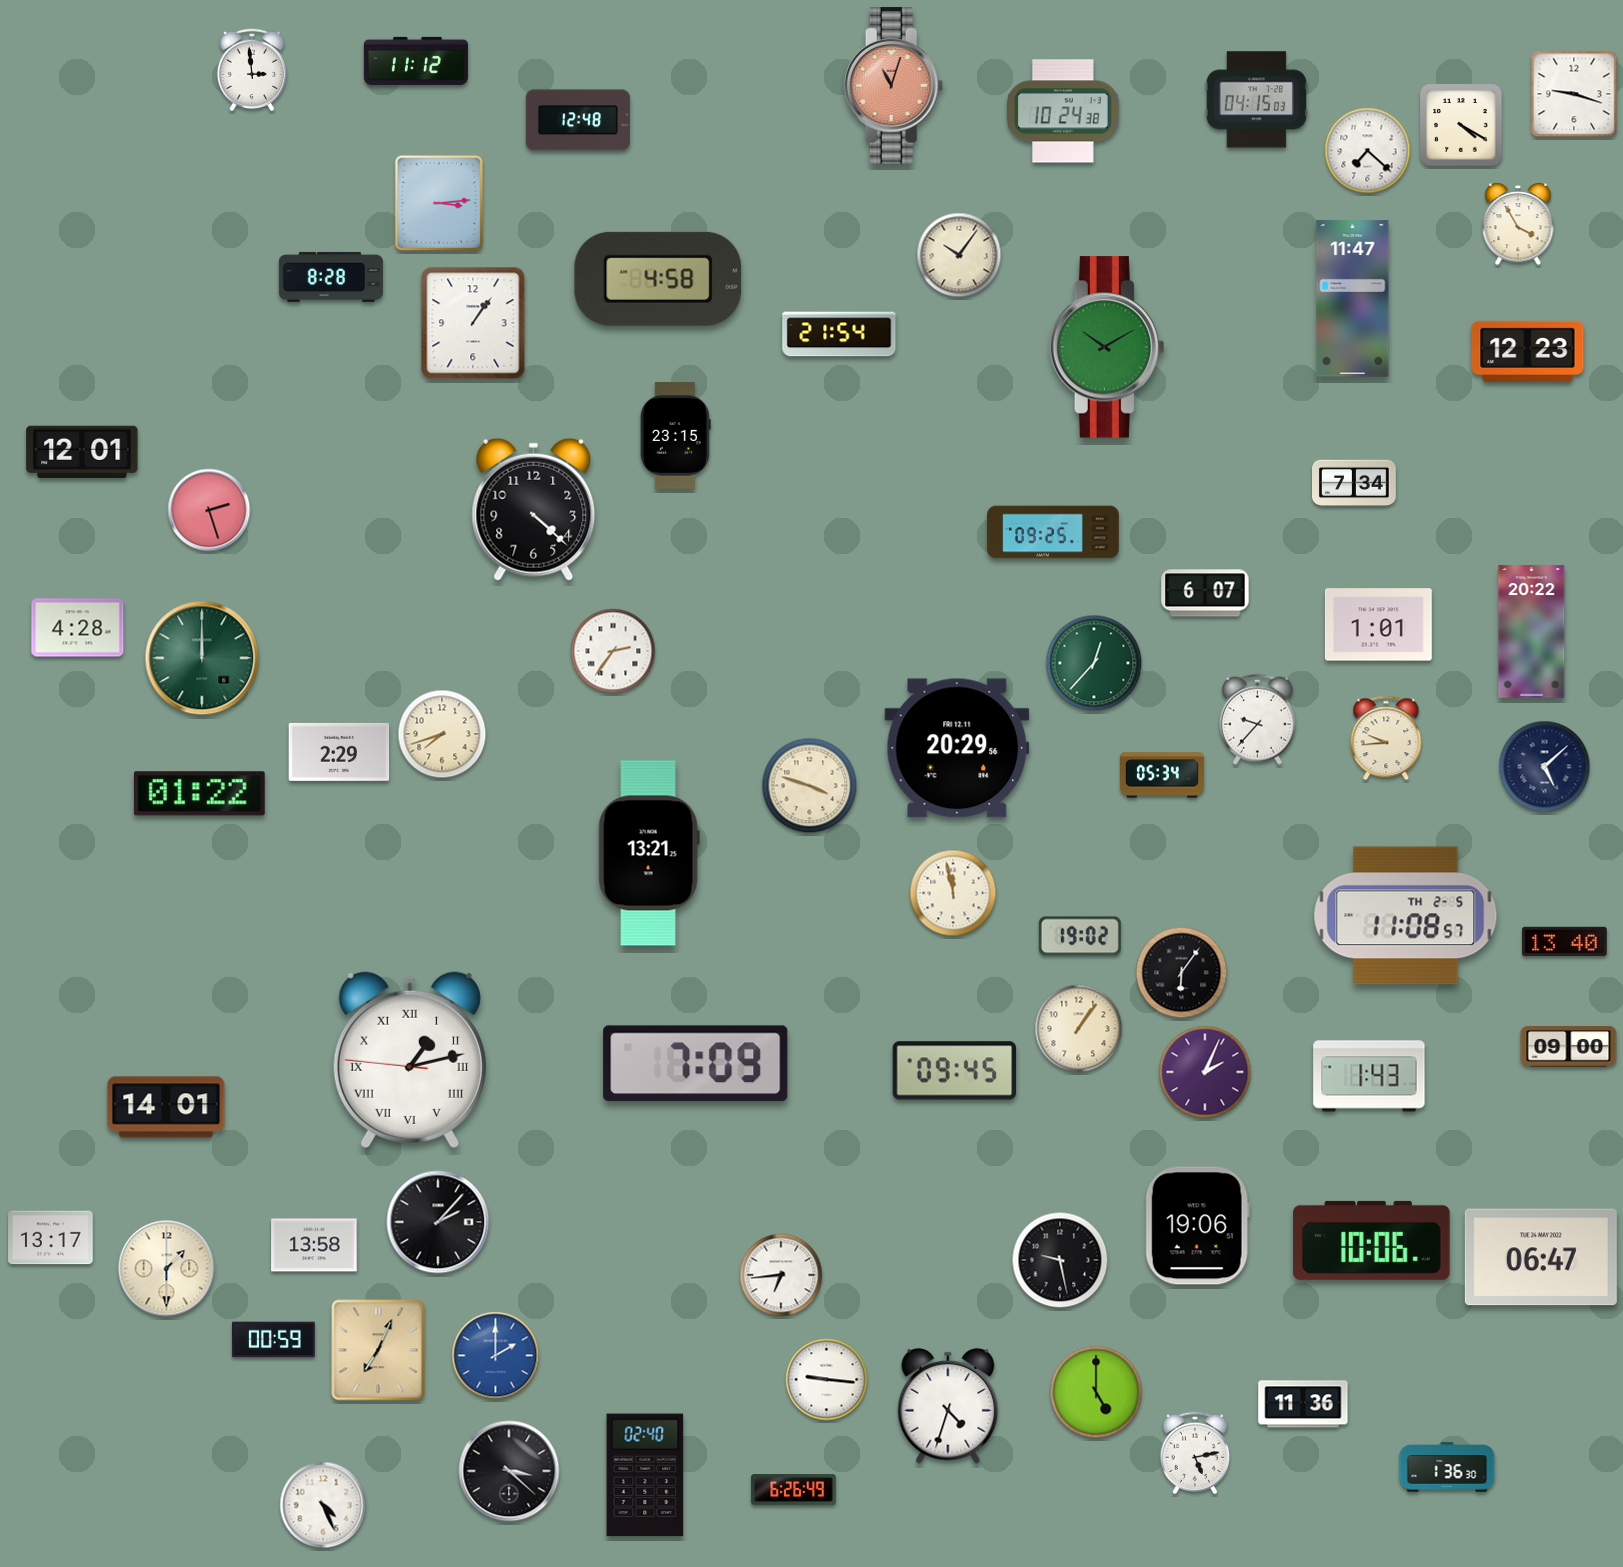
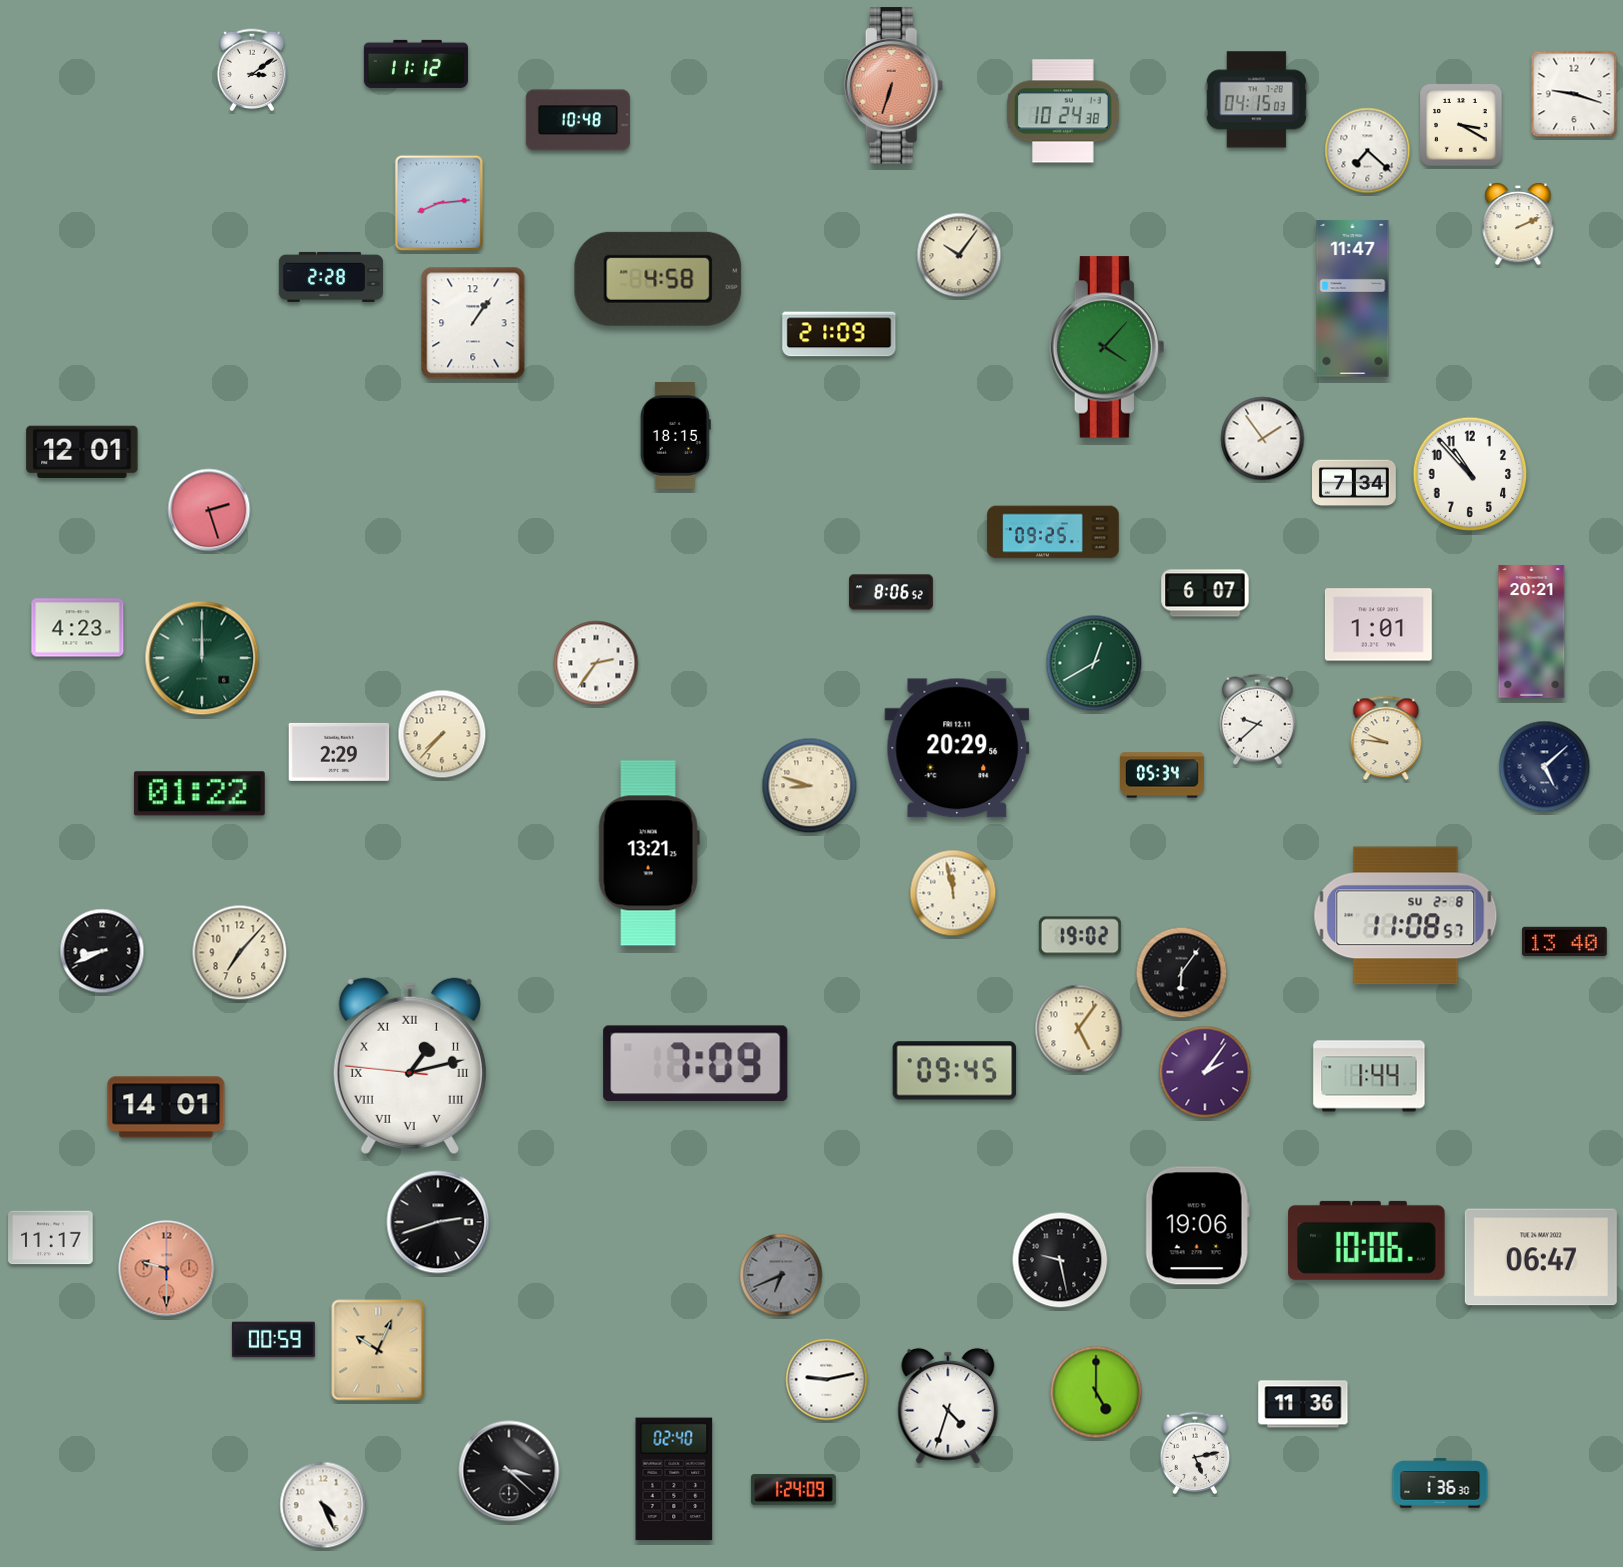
clock at (416, 61) position: (416, 61) -> (416, 64)
clock at (252, 70): 2:59 -> 3:09
clock at (894, 86): 11:03 -> 6:33
clock at (578, 120): 12:48 -> 10:48
clock at (1461, 125): 4:20 -> 3:20
clock at (439, 203): 3:14 -> 8:14
clock at (1518, 224): 3:55 -> 2:11
clock at (331, 277): 8:28 -> 2:28
clock at (839, 334): 21:54 -> 21:09
clock at (1106, 347): 10:10 -> 4:07
clock at (1528, 351): 12:23 -> none
clock at (675, 435): 23:15 -> 18:15
clock at (1263, 439): none -> 1:54
clock at (1470, 474): none -> 10:53
clock at (534, 509): 4:22 -> none
clock at (891, 592): none -> 8:06
clock at (78, 628): 4:28 -> 4:23
clock at (1532, 632): 20:22 -> 20:21
clock at (613, 651) position: (613, 651) -> (596, 663)
clock at (1094, 663): 12:37 -> 12:40
clock at (1257, 719): 9:37 -> 9:38
clock at (442, 734): 7:42 -> 7:37
clock at (1386, 738): 9:44 -> 9:46
clock at (810, 786): 3:48 -> 8:48
clock at (1406, 916) date: TH 2-5 -> SU 2-8
clock at (102, 951): none -> 8:41
clock at (240, 953): none -> 7:07
clock at (1079, 1029): 1:06 -> 5:06
clock at (1569, 1047): 09:00 -> none
clock at (410, 1060) position: (410, 1060) -> (410, 1066)
clock at (1205, 1072): 2:04 -> 2:06
clock at (1369, 1076): 1:43 -> 1:44
clock at (438, 1222): 2:07 -> 2:42
clock at (51, 1238): 13:17 -> 11:17
clock at (1372, 1240) position: (1372, 1240) -> (1367, 1240)
clock at (314, 1245): 13:58 -> none
clock at (167, 1269): 1:30 -> 9:30
clock at (167, 1269) dial: cream -> salmon
clock at (781, 1275): 6:44 -> 6:41
clock at (781, 1275) dial: white -> grey
clock at (378, 1350): 7:04 -> 10:04
clock at (496, 1356): 2:00 -> none
clock at (827, 1380): 9:16 -> 9:13
clock at (1447, 1467) position: (1447, 1467) -> (1440, 1483)
clock at (645, 1475) position: (645, 1475) -> (674, 1479)
clock at (794, 1490): 6:26 -> 1:24
